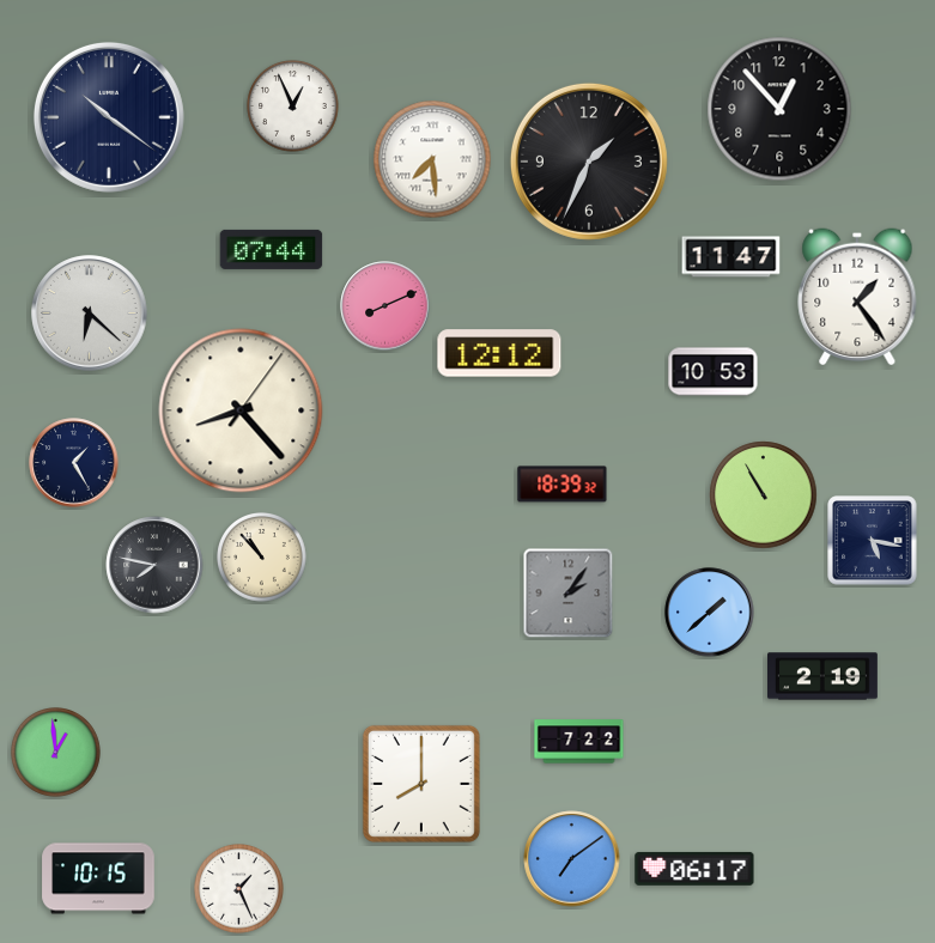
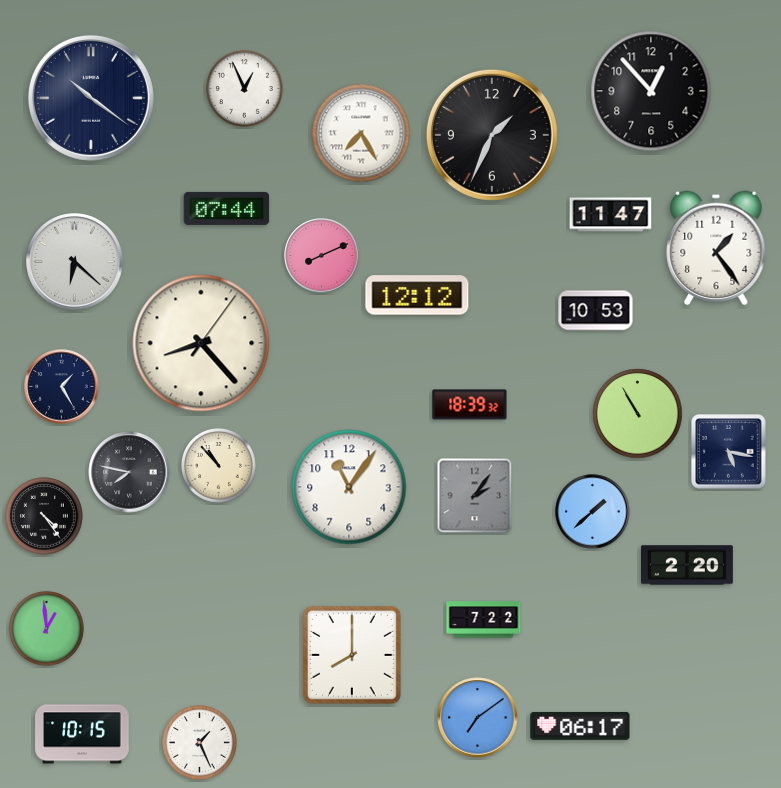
clock at (432, 159): 7:29 -> 7:25
clock at (349, 487): none -> 11:06
clock at (44, 516): none -> 4:24
clock at (824, 676): 2:19 -> 2:20
